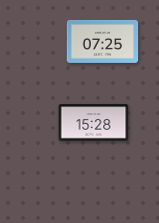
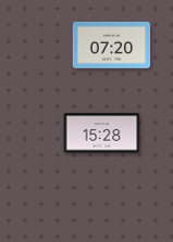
clock at (103, 41): 07:25 -> 07:20
